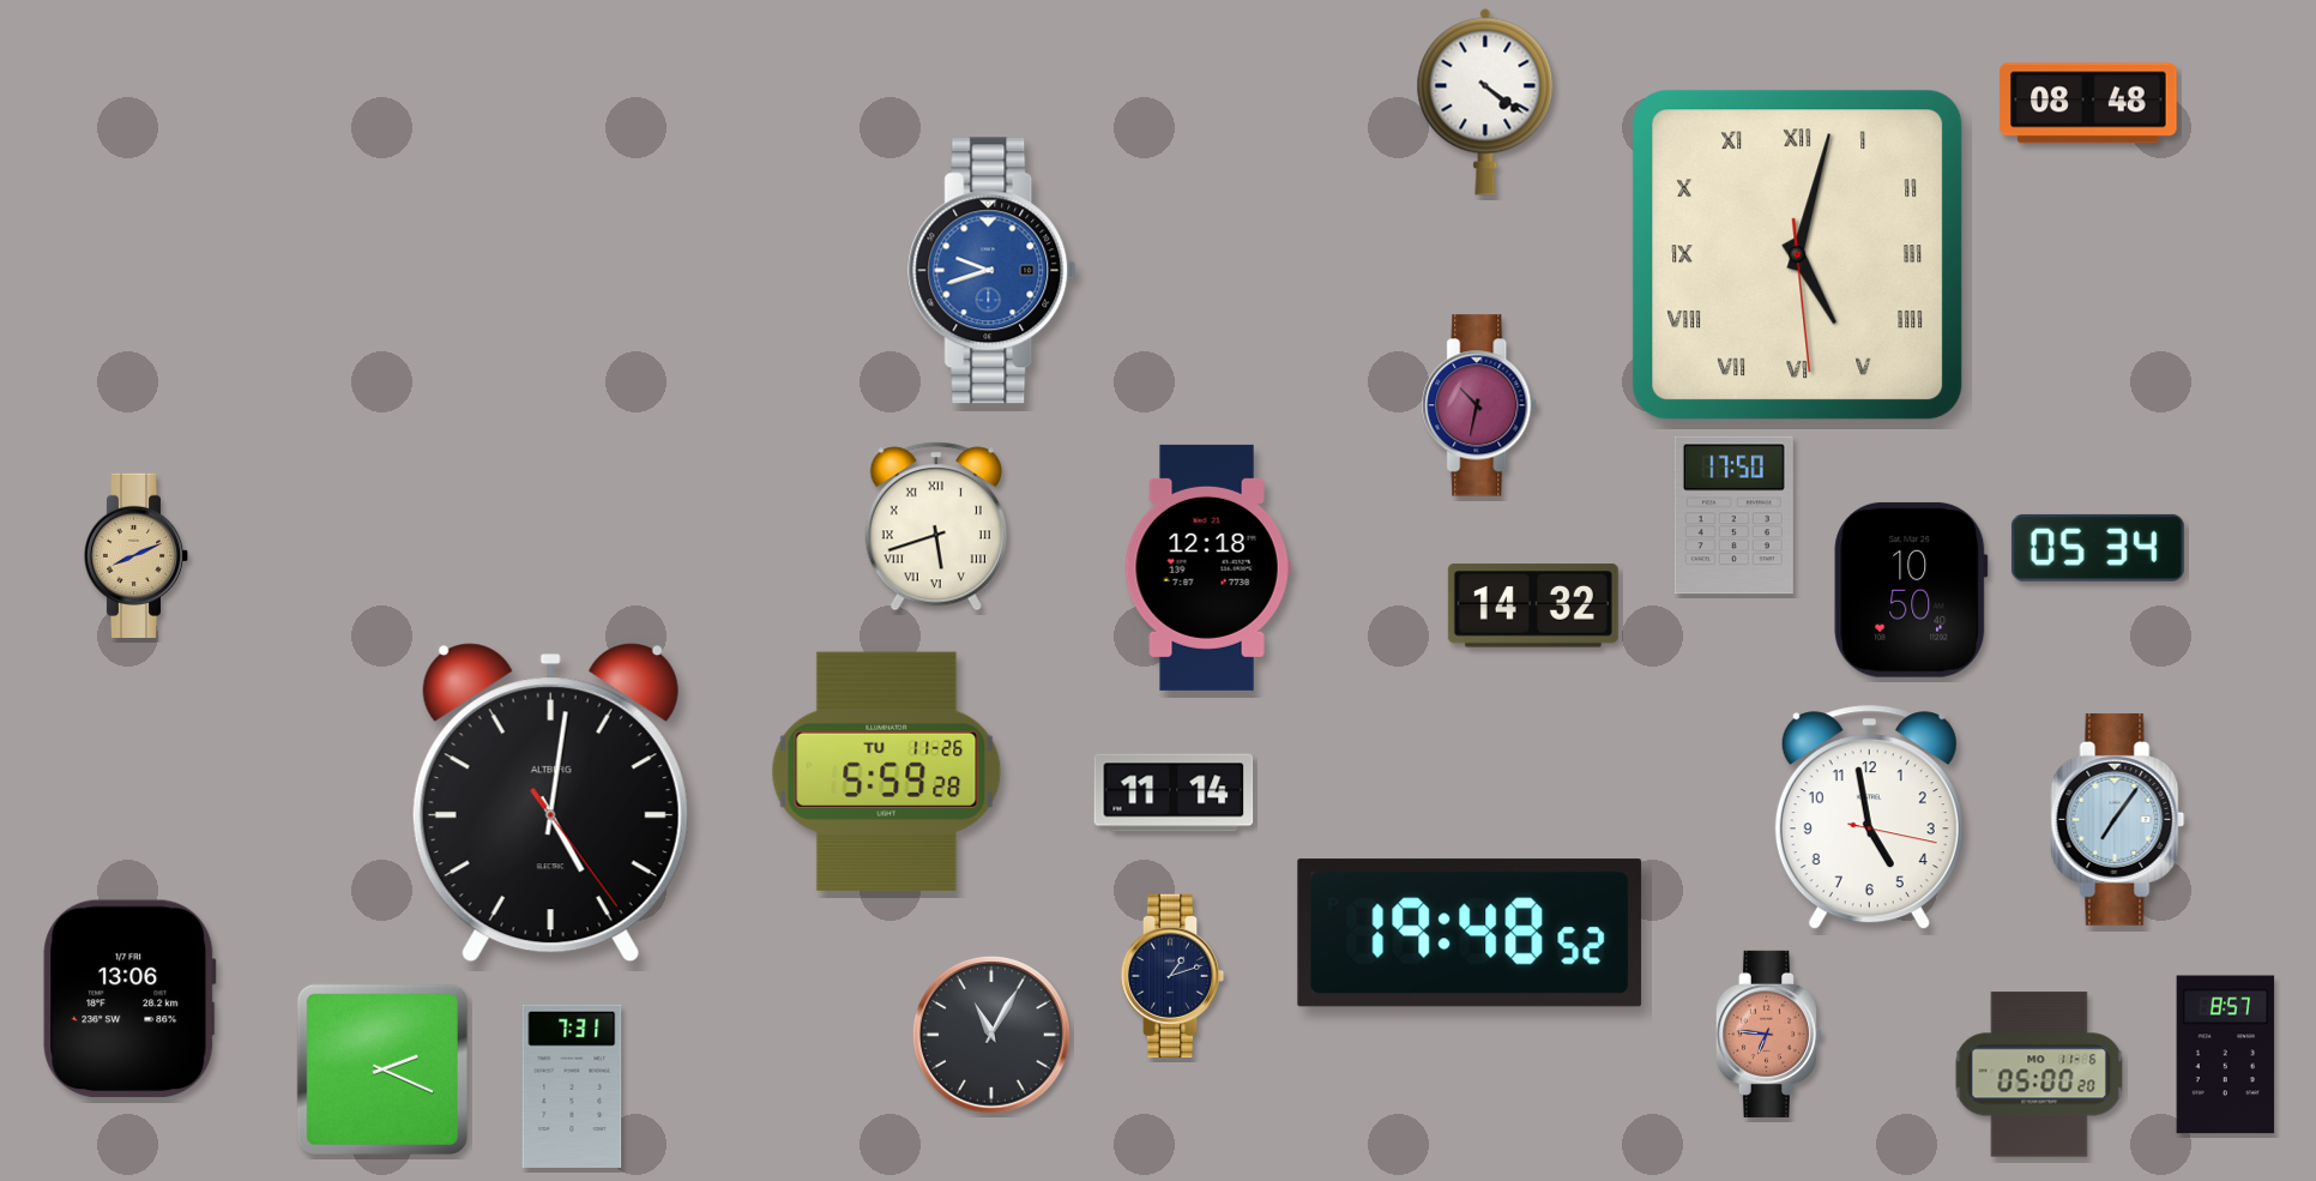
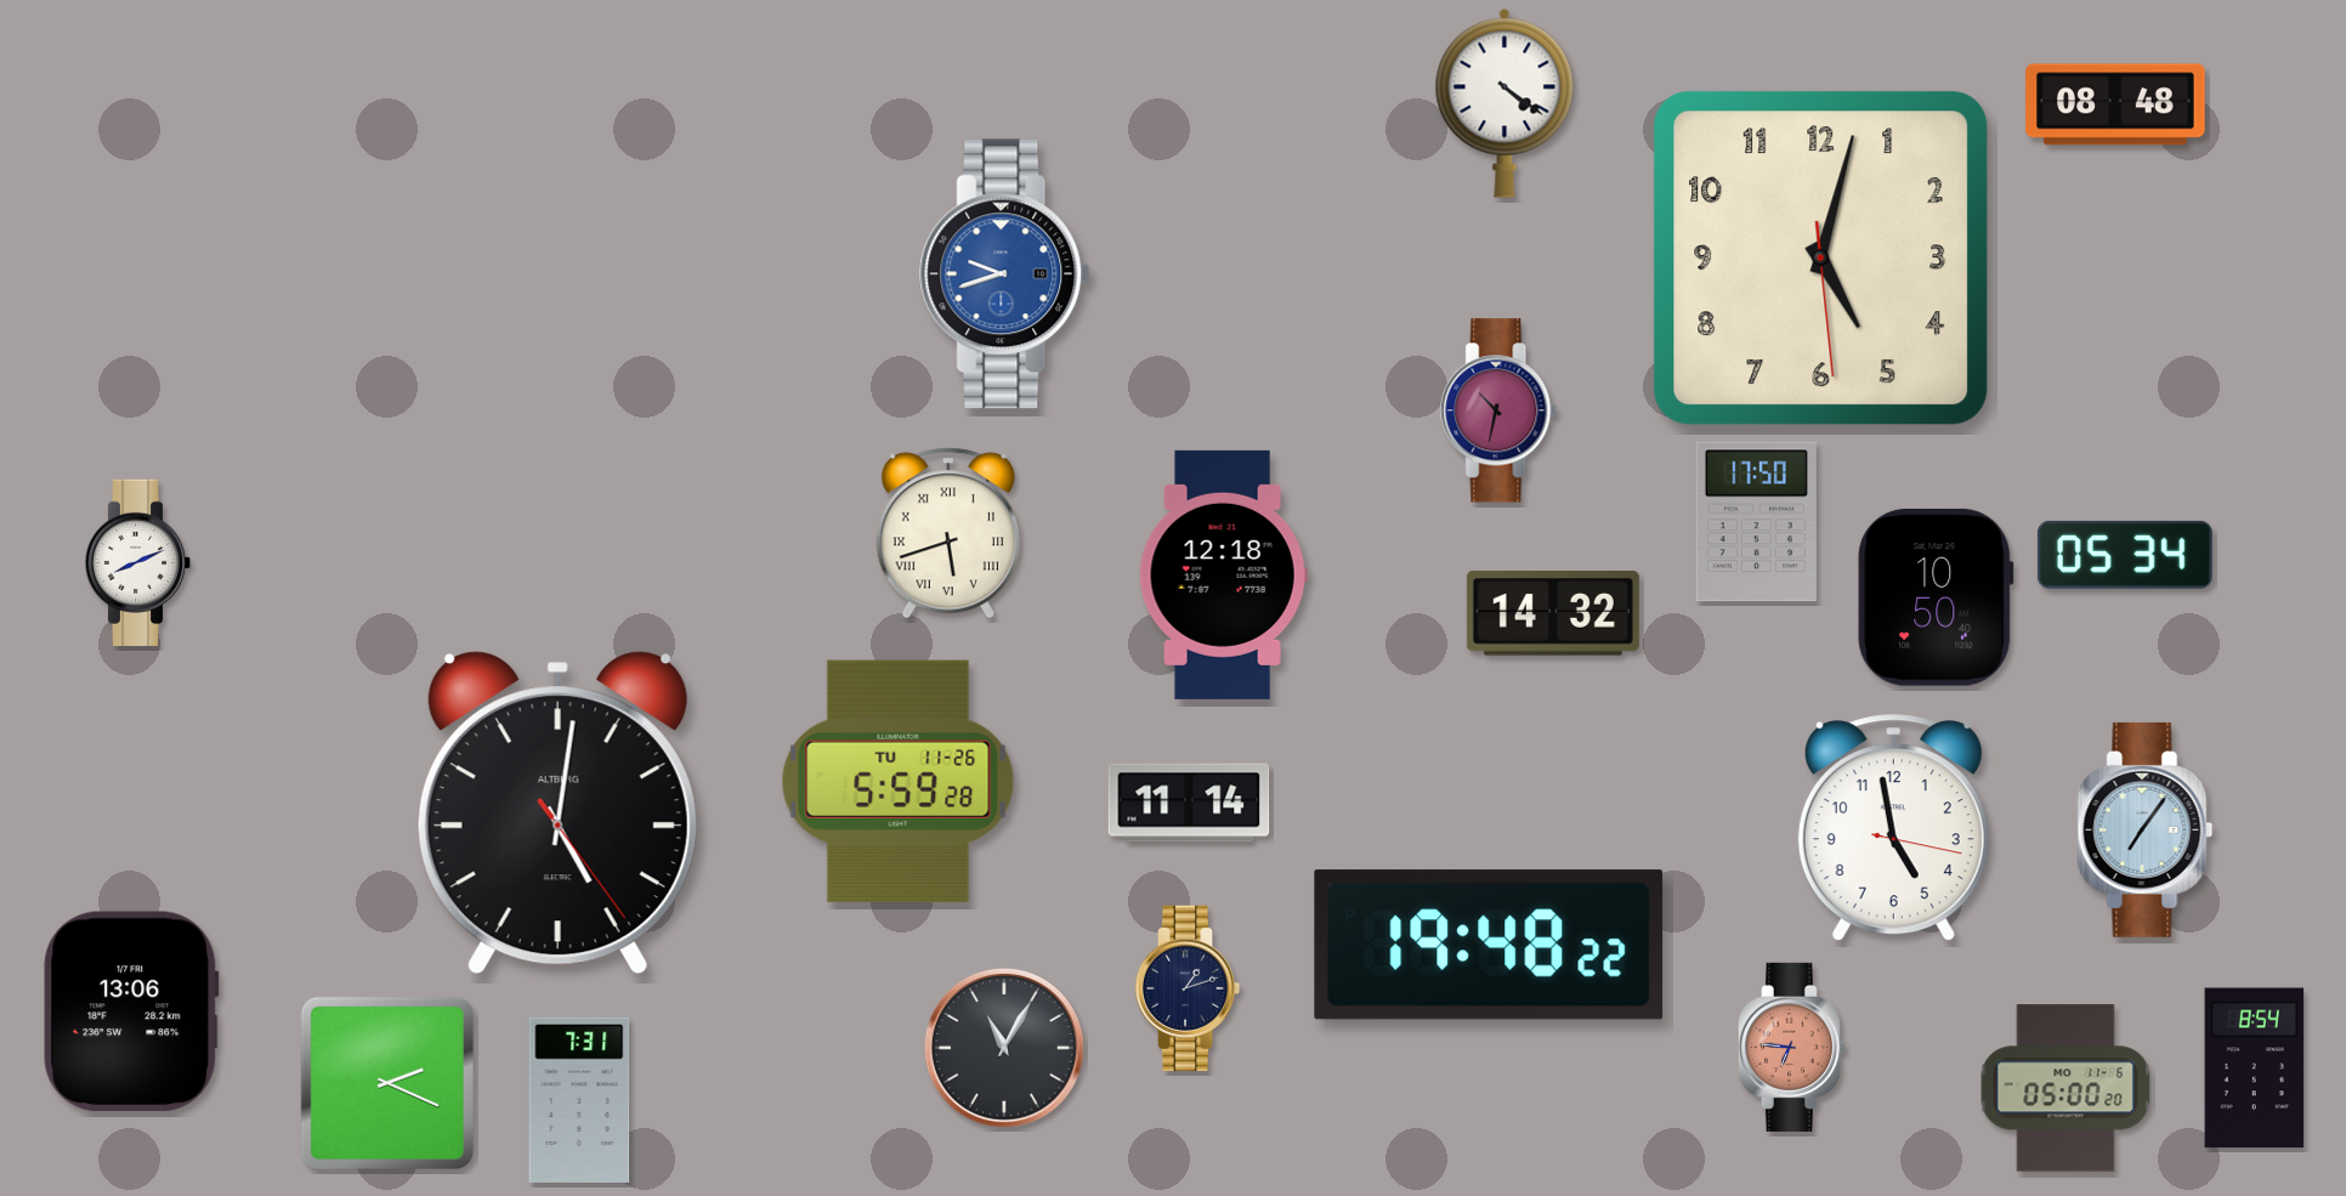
clock at (1798, 255) numerals: Roman -> Arabic
clock at (137, 555) dial: champagne -> white
clock at (1470, 933): 19:48:52 -> 19:48:22
clock at (2226, 1055): 8:57 -> 8:54
